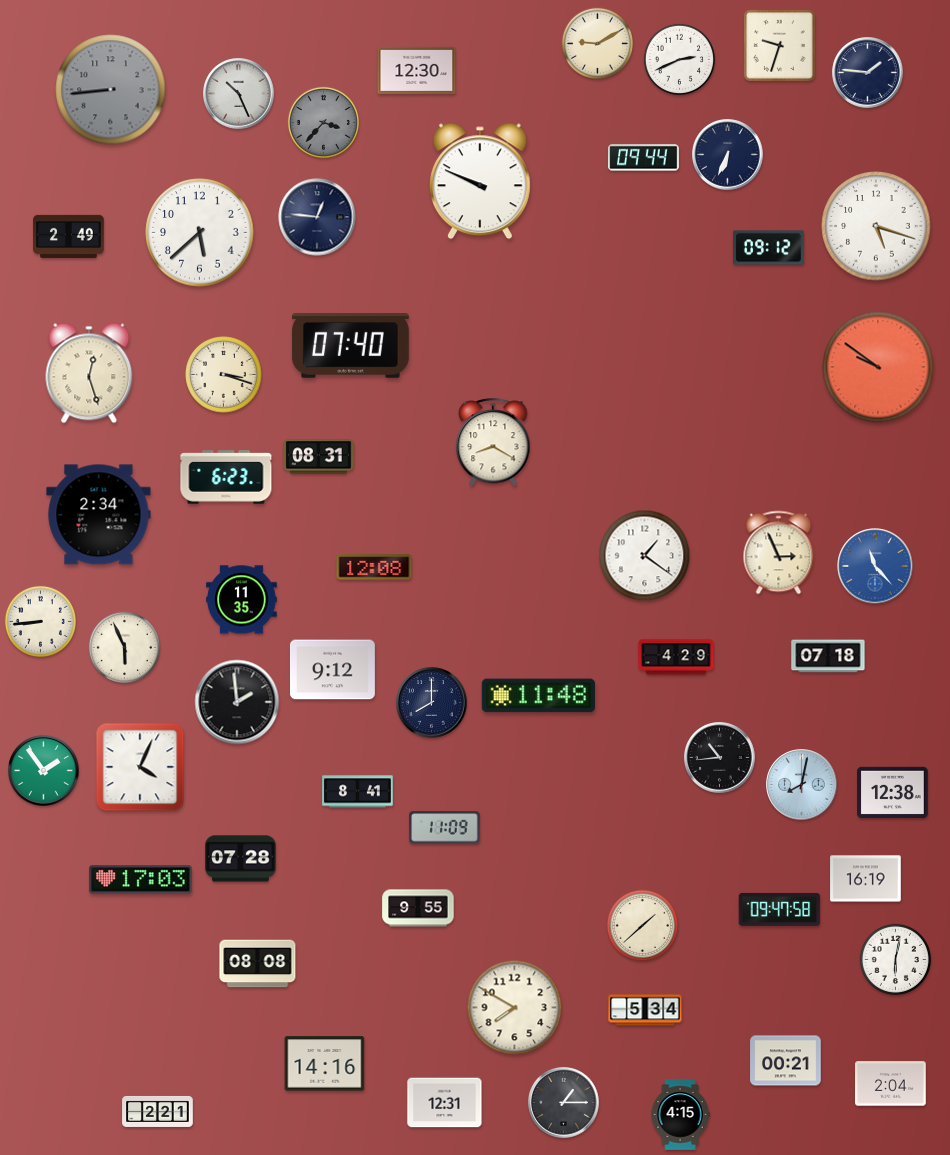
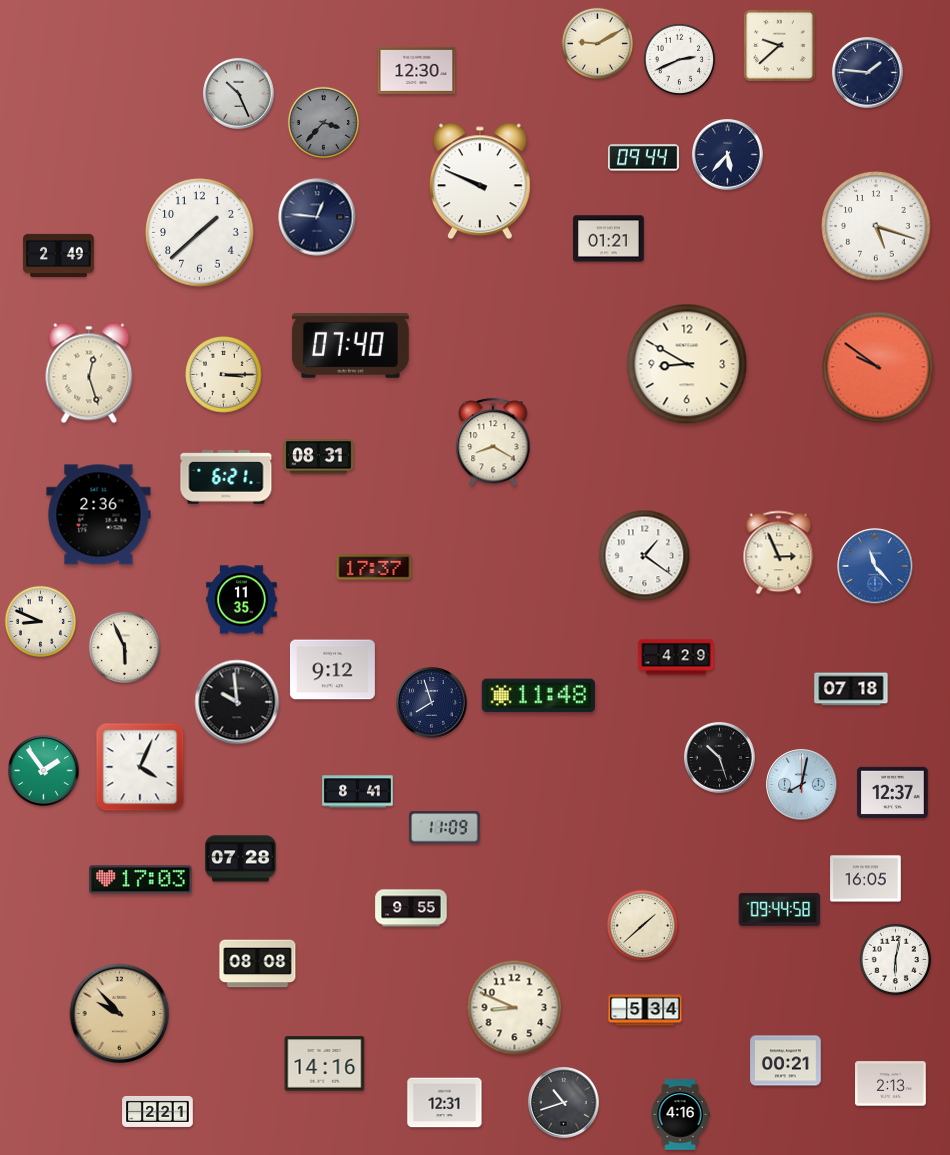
clock at (779, 45): 9:33 -> 9:38
clock at (111, 90): 8:44 -> none
clock at (728, 155): 6:34 -> 5:37
clock at (200, 233): 5:38 -> 1:38
clock at (69, 236) position: (69, 236) -> (59, 255)
clock at (609, 239): none -> 01:21
clock at (769, 248): 09:12 -> none
clock at (687, 364): none -> 8:50
clock at (224, 375): 3:18 -> 3:15
clock at (226, 478): 6:23 -> 6:21
clock at (99, 515): 2:34 -> 2:36
clock at (374, 567): 12:08 -> 17:37
clock at (40, 621): 8:44 -> 8:49
clock at (828, 656) position: (828, 656) -> (851, 689)
clock at (237, 702): 1:59 -> 9:59
clock at (432, 703): 8:00 -> 7:57
clock at (720, 758): 10:44 -> 10:27
clock at (893, 793): 12:38 -> 12:37
clock at (866, 879): 16:19 -> 16:05
clock at (418, 908) position: (418, 908) -> (411, 908)
clock at (780, 909): 09:47 -> 09:44
clock at (515, 1008): 7:50 -> 8:49
clock at (120, 1014): none -> 9:53
clock at (891, 1084): 2:04 -> 2:13
clock at (564, 1103): 1:15 -> 10:42
clock at (680, 1115): 4:15 -> 4:16
